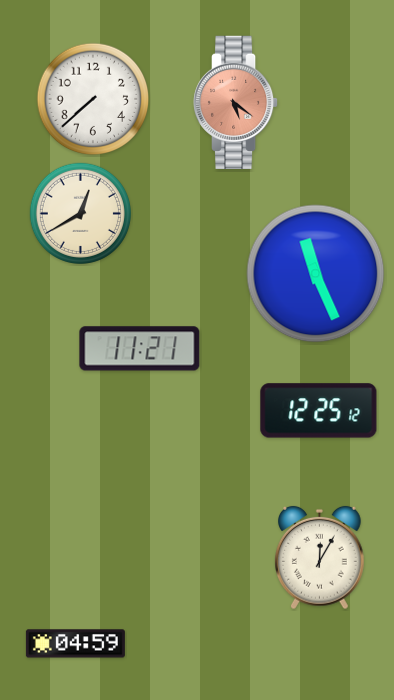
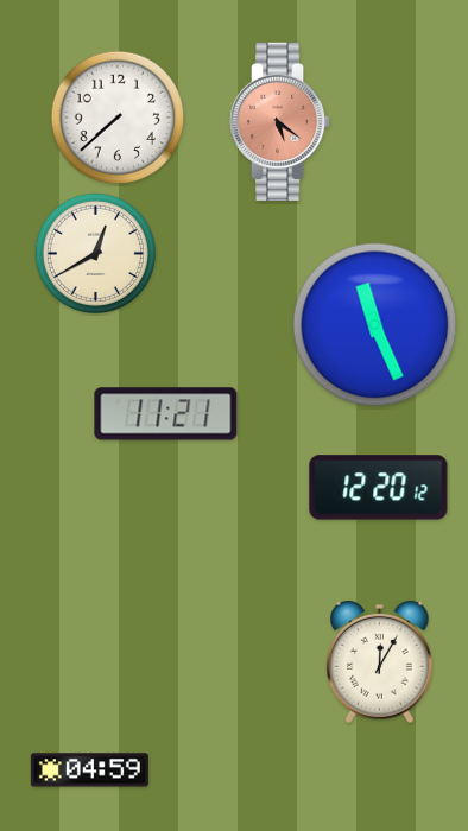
clock at (93, 99) position: (93, 99) -> (118, 118)
clock at (319, 411): 12:25 -> 12:20
clock at (75, 644) position: (75, 644) -> (89, 770)
